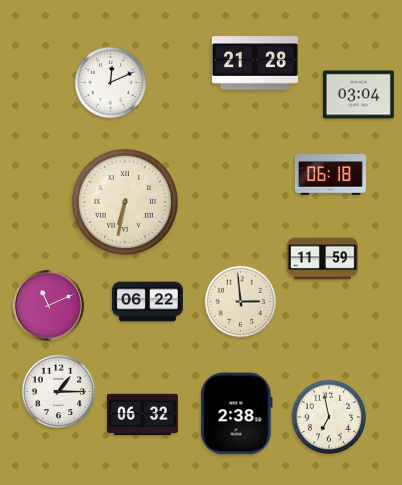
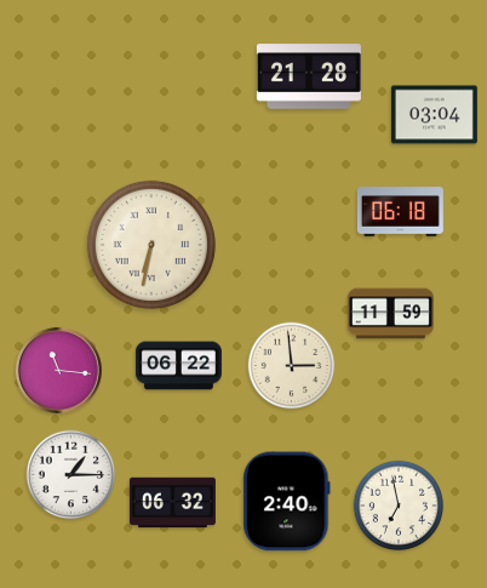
clock at (111, 83): 12:11 -> none
clock at (48, 305): 11:11 -> 11:16
clock at (237, 414): 2:38 -> 2:40
